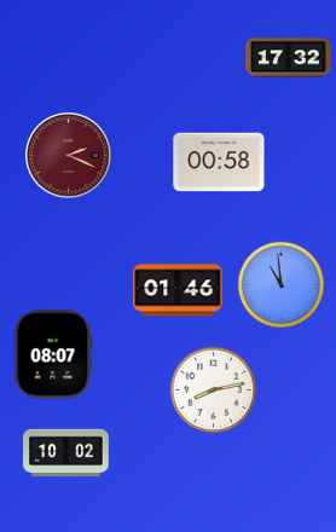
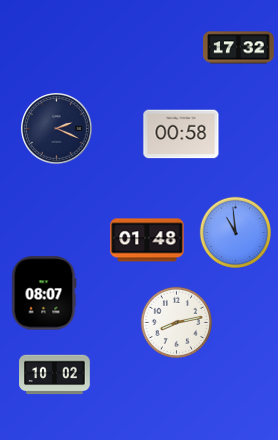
clock at (69, 156) dial: burgundy -> navy
clock at (280, 284) position: (280, 284) -> (235, 232)
clock at (178, 290): 01:46 -> 01:48
